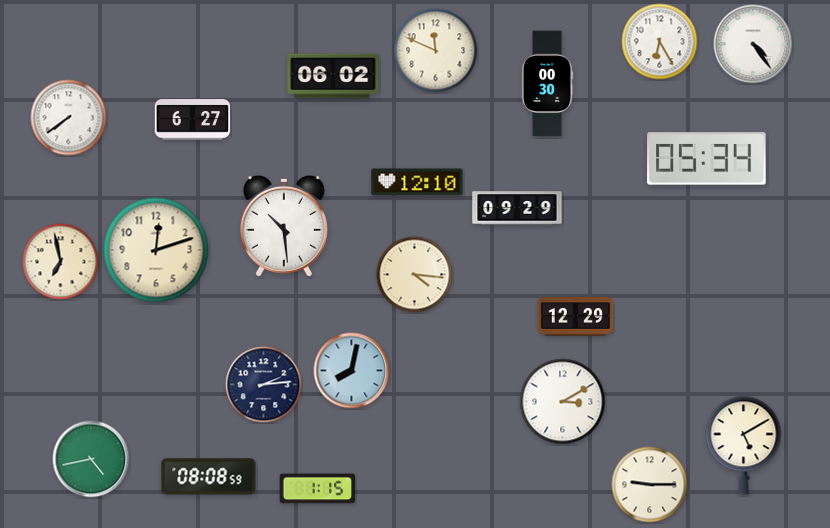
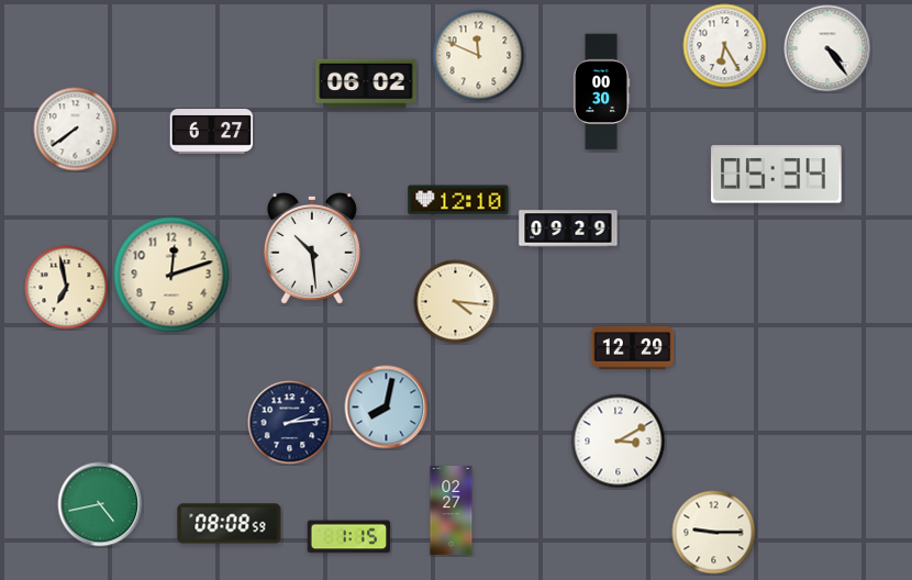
clock at (744, 446): 5:10 -> none
clock at (452, 510): none -> 02:27
